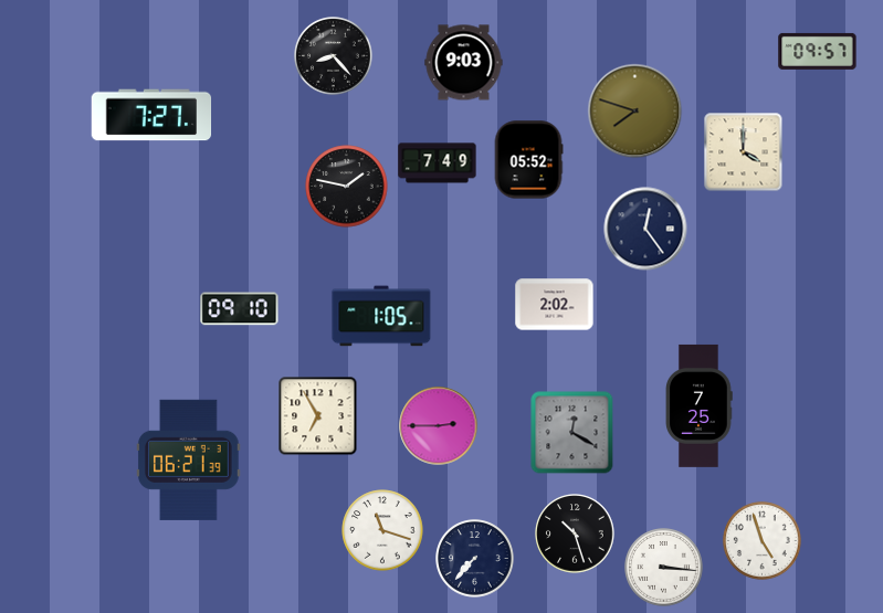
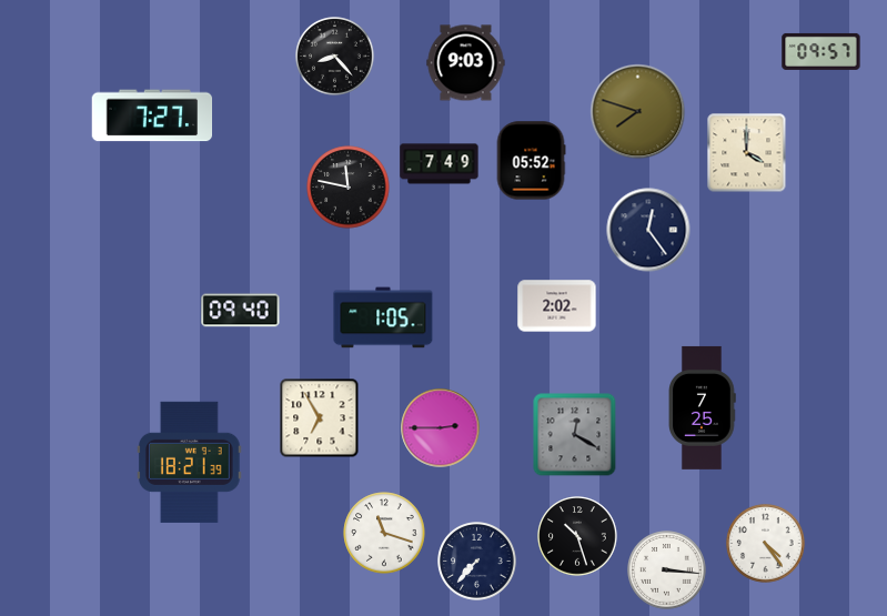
clock at (347, 187): 1:47 -> 11:47
clock at (240, 309): 09:10 -> 09:40
clock at (189, 459): 06:21 -> 18:21
clock at (763, 541): 4:57 -> 4:24
